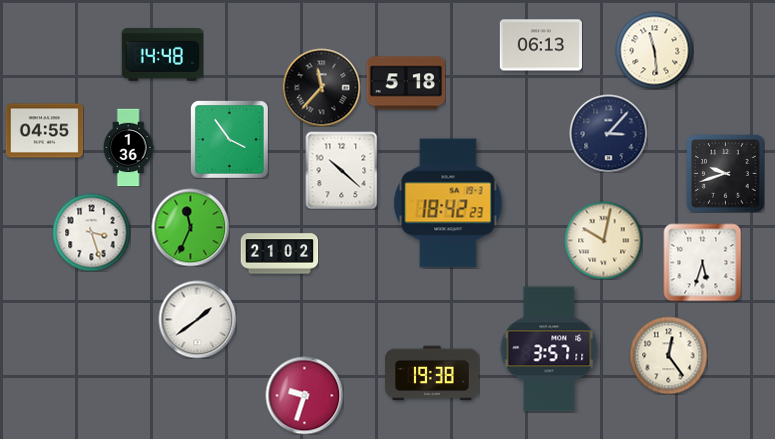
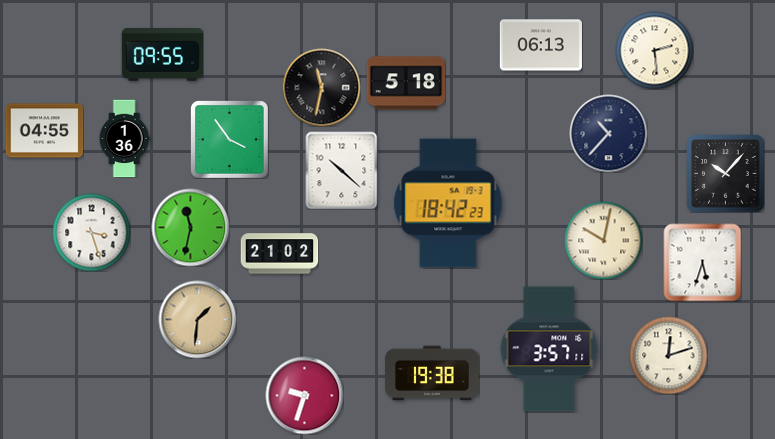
clock at (654, 50): 11:29 -> 2:29
clock at (162, 54): 14:48 -> 09:55
clock at (321, 87): 11:37 -> 11:32
clock at (608, 133): 3:07 -> 10:37
clock at (128, 147) position: (128, 147) -> (124, 138)
clock at (725, 173): 9:42 -> 10:07
clock at (190, 227): 11:34 -> 11:32
clock at (197, 319): 1:39 -> 1:31
clock at (197, 319) dial: white -> champagne
clock at (668, 355): 12:24 -> 12:12
